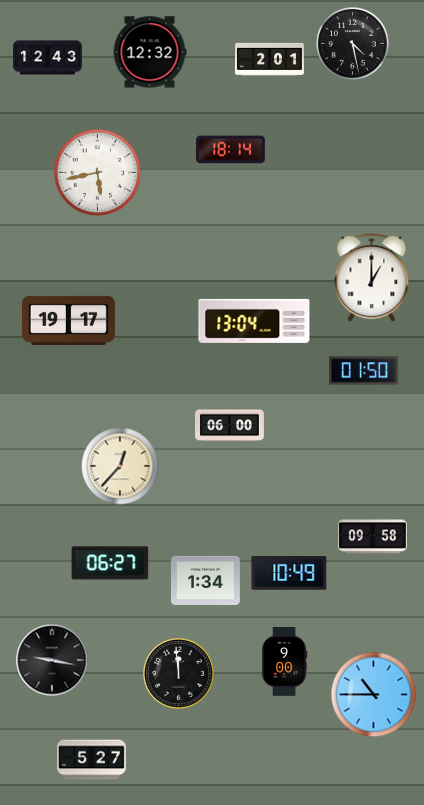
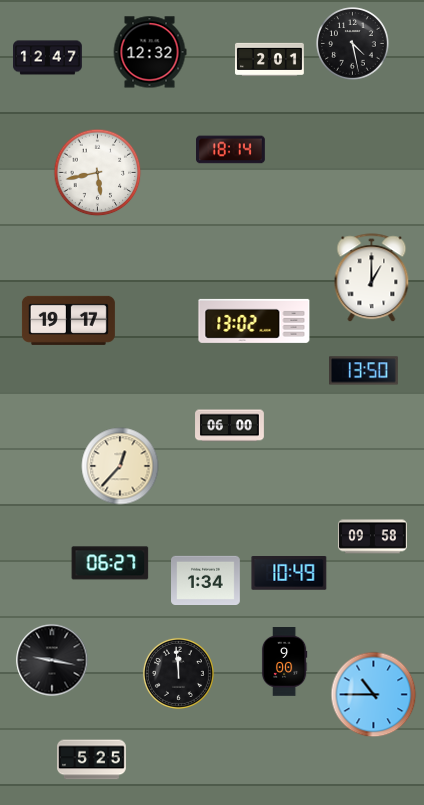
clock at (48, 58): 12:43 -> 12:47
clock at (254, 321): 13:04 -> 13:02
clock at (364, 371): 01:50 -> 13:50
clock at (92, 760): 5:27 -> 5:25
